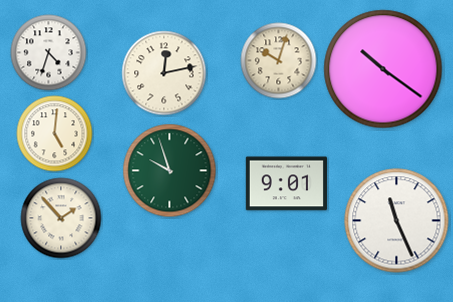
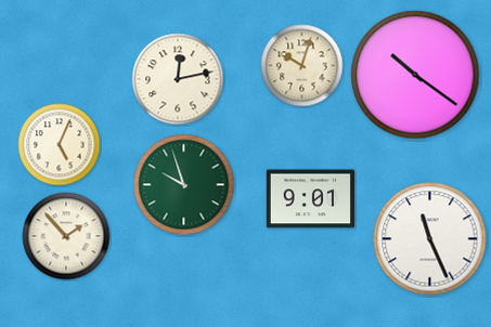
clock at (49, 53): 4:33 -> none
clock at (55, 134): 5:01 -> 5:04
